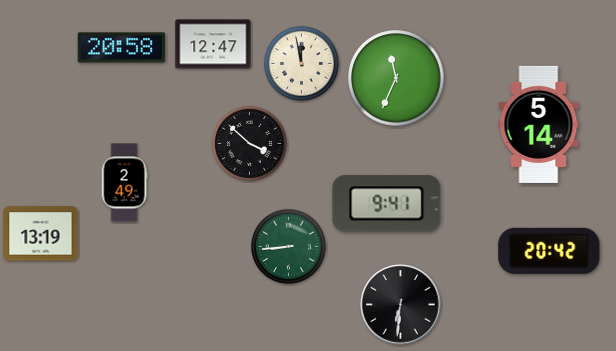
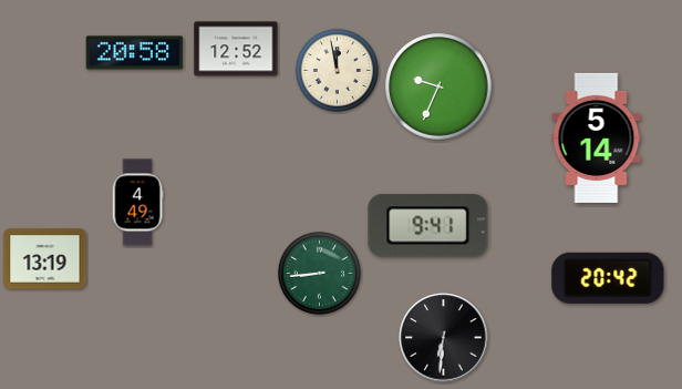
clock at (213, 44): 12:47 -> 12:52
clock at (301, 63) position: (301, 63) -> (337, 70)
clock at (396, 78): 11:34 -> 9:34
clock at (249, 143): 3:52 -> none
clock at (124, 183): 2:49 -> 4:49
